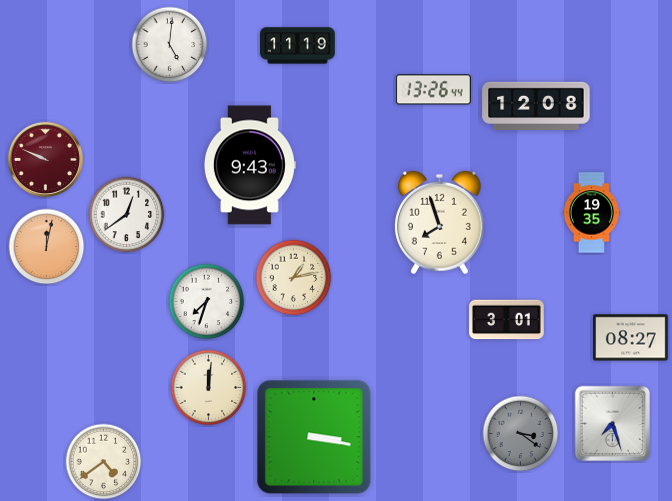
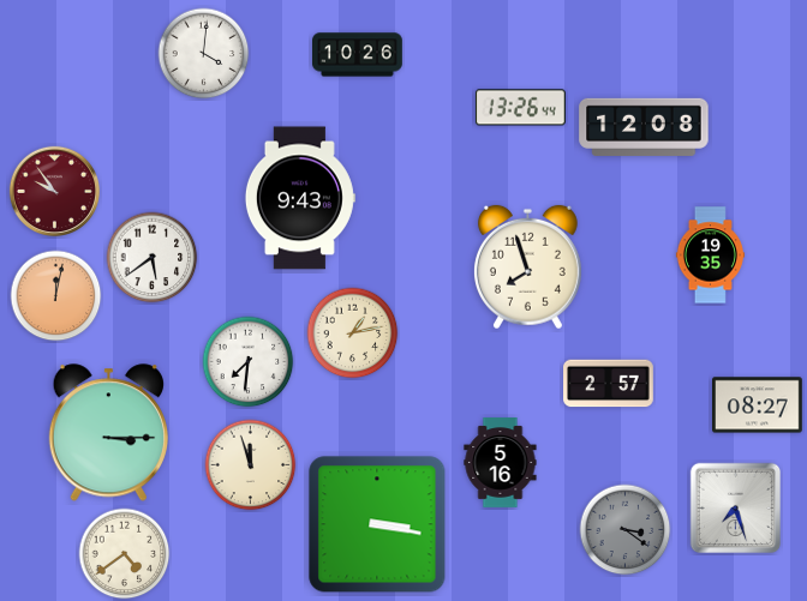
clock at (170, 45): 5:01 -> 4:01
clock at (298, 46): 11:19 -> 10:26
clock at (45, 159): 9:49 -> 9:54
clock at (127, 215): 12:39 -> 5:39
clock at (207, 302): 7:33 -> 7:31
clock at (507, 320): 3:01 -> 2:57
clock at (108, 433): none -> 3:15
clock at (501, 463): none -> 5:16
clock at (209, 388): 12:01 -> 11:57
clock at (521, 434) position: (521, 434) -> (626, 530)
